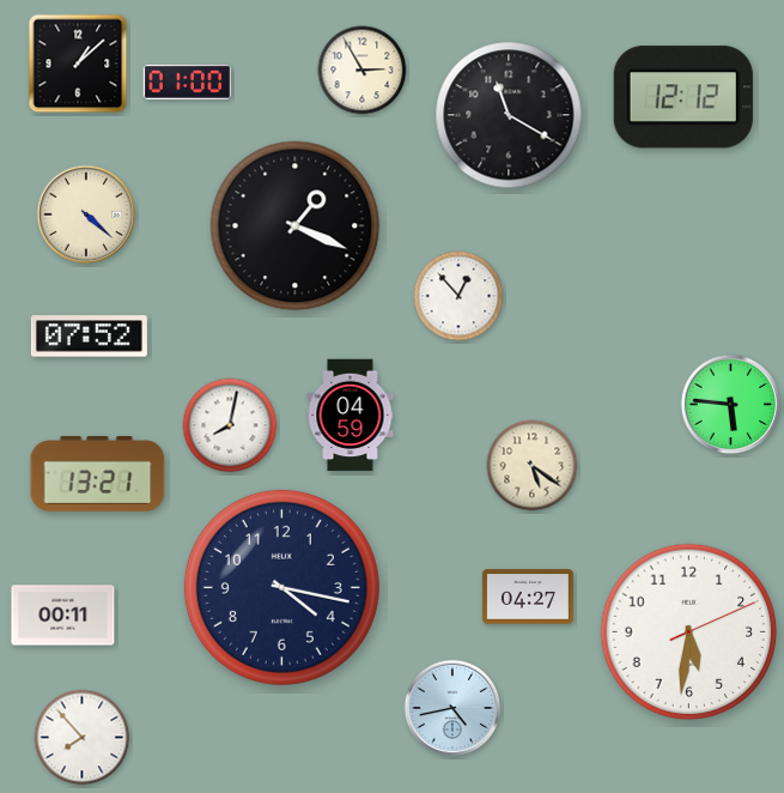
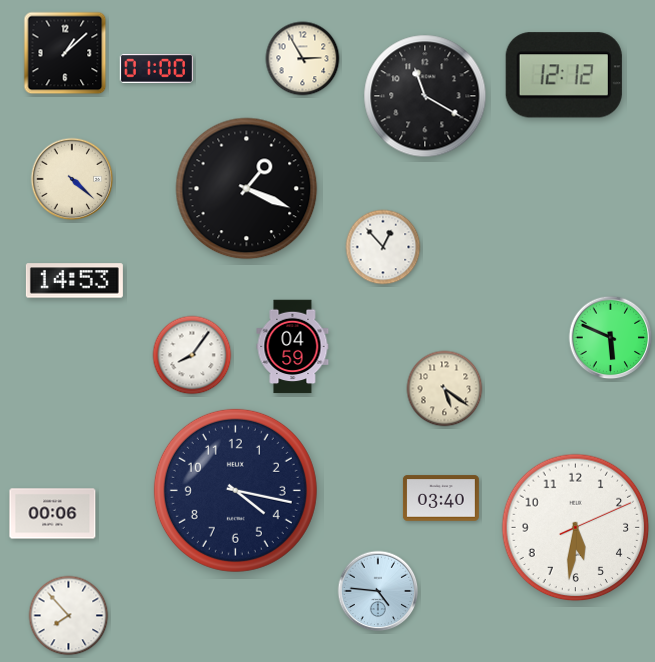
clock at (683, 97) position: (683, 97) -> (564, 75)
clock at (89, 337): 07:52 -> 14:53
clock at (731, 405): 5:46 -> 5:49
clock at (230, 425): 8:02 -> 8:06
clock at (98, 474): 13:21 -> none
clock at (528, 597): 04:27 -> 03:40
clock at (63, 616): 00:11 -> 00:06
clock at (452, 708): 4:43 -> 4:46
